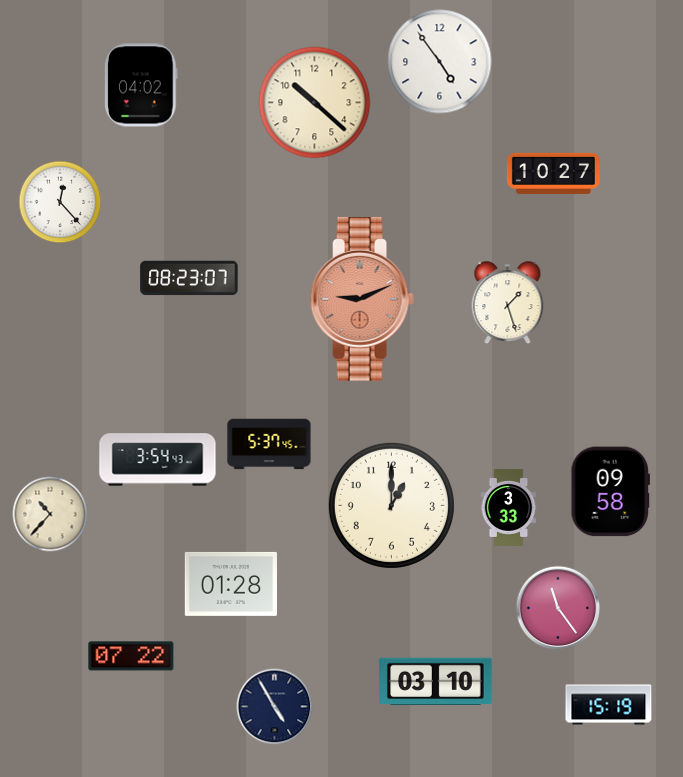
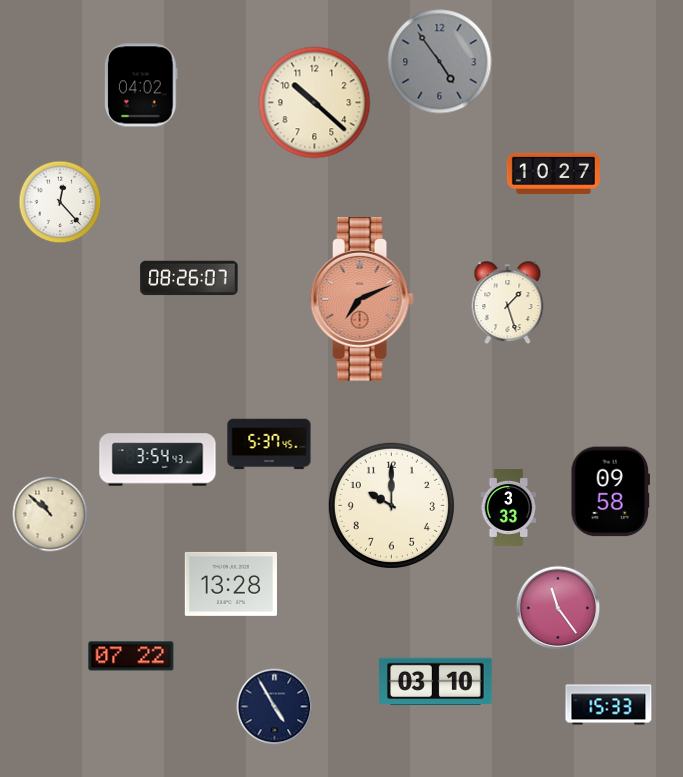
clock at (440, 62) dial: white -> grey
clock at (189, 278): 08:23 -> 08:26
clock at (362, 299): 9:11 -> 7:11
clock at (391, 505): 1:00 -> 10:00
clock at (50, 514): 10:37 -> 10:52
clock at (231, 584): 01:28 -> 13:28
clock at (609, 705): 15:19 -> 15:33
